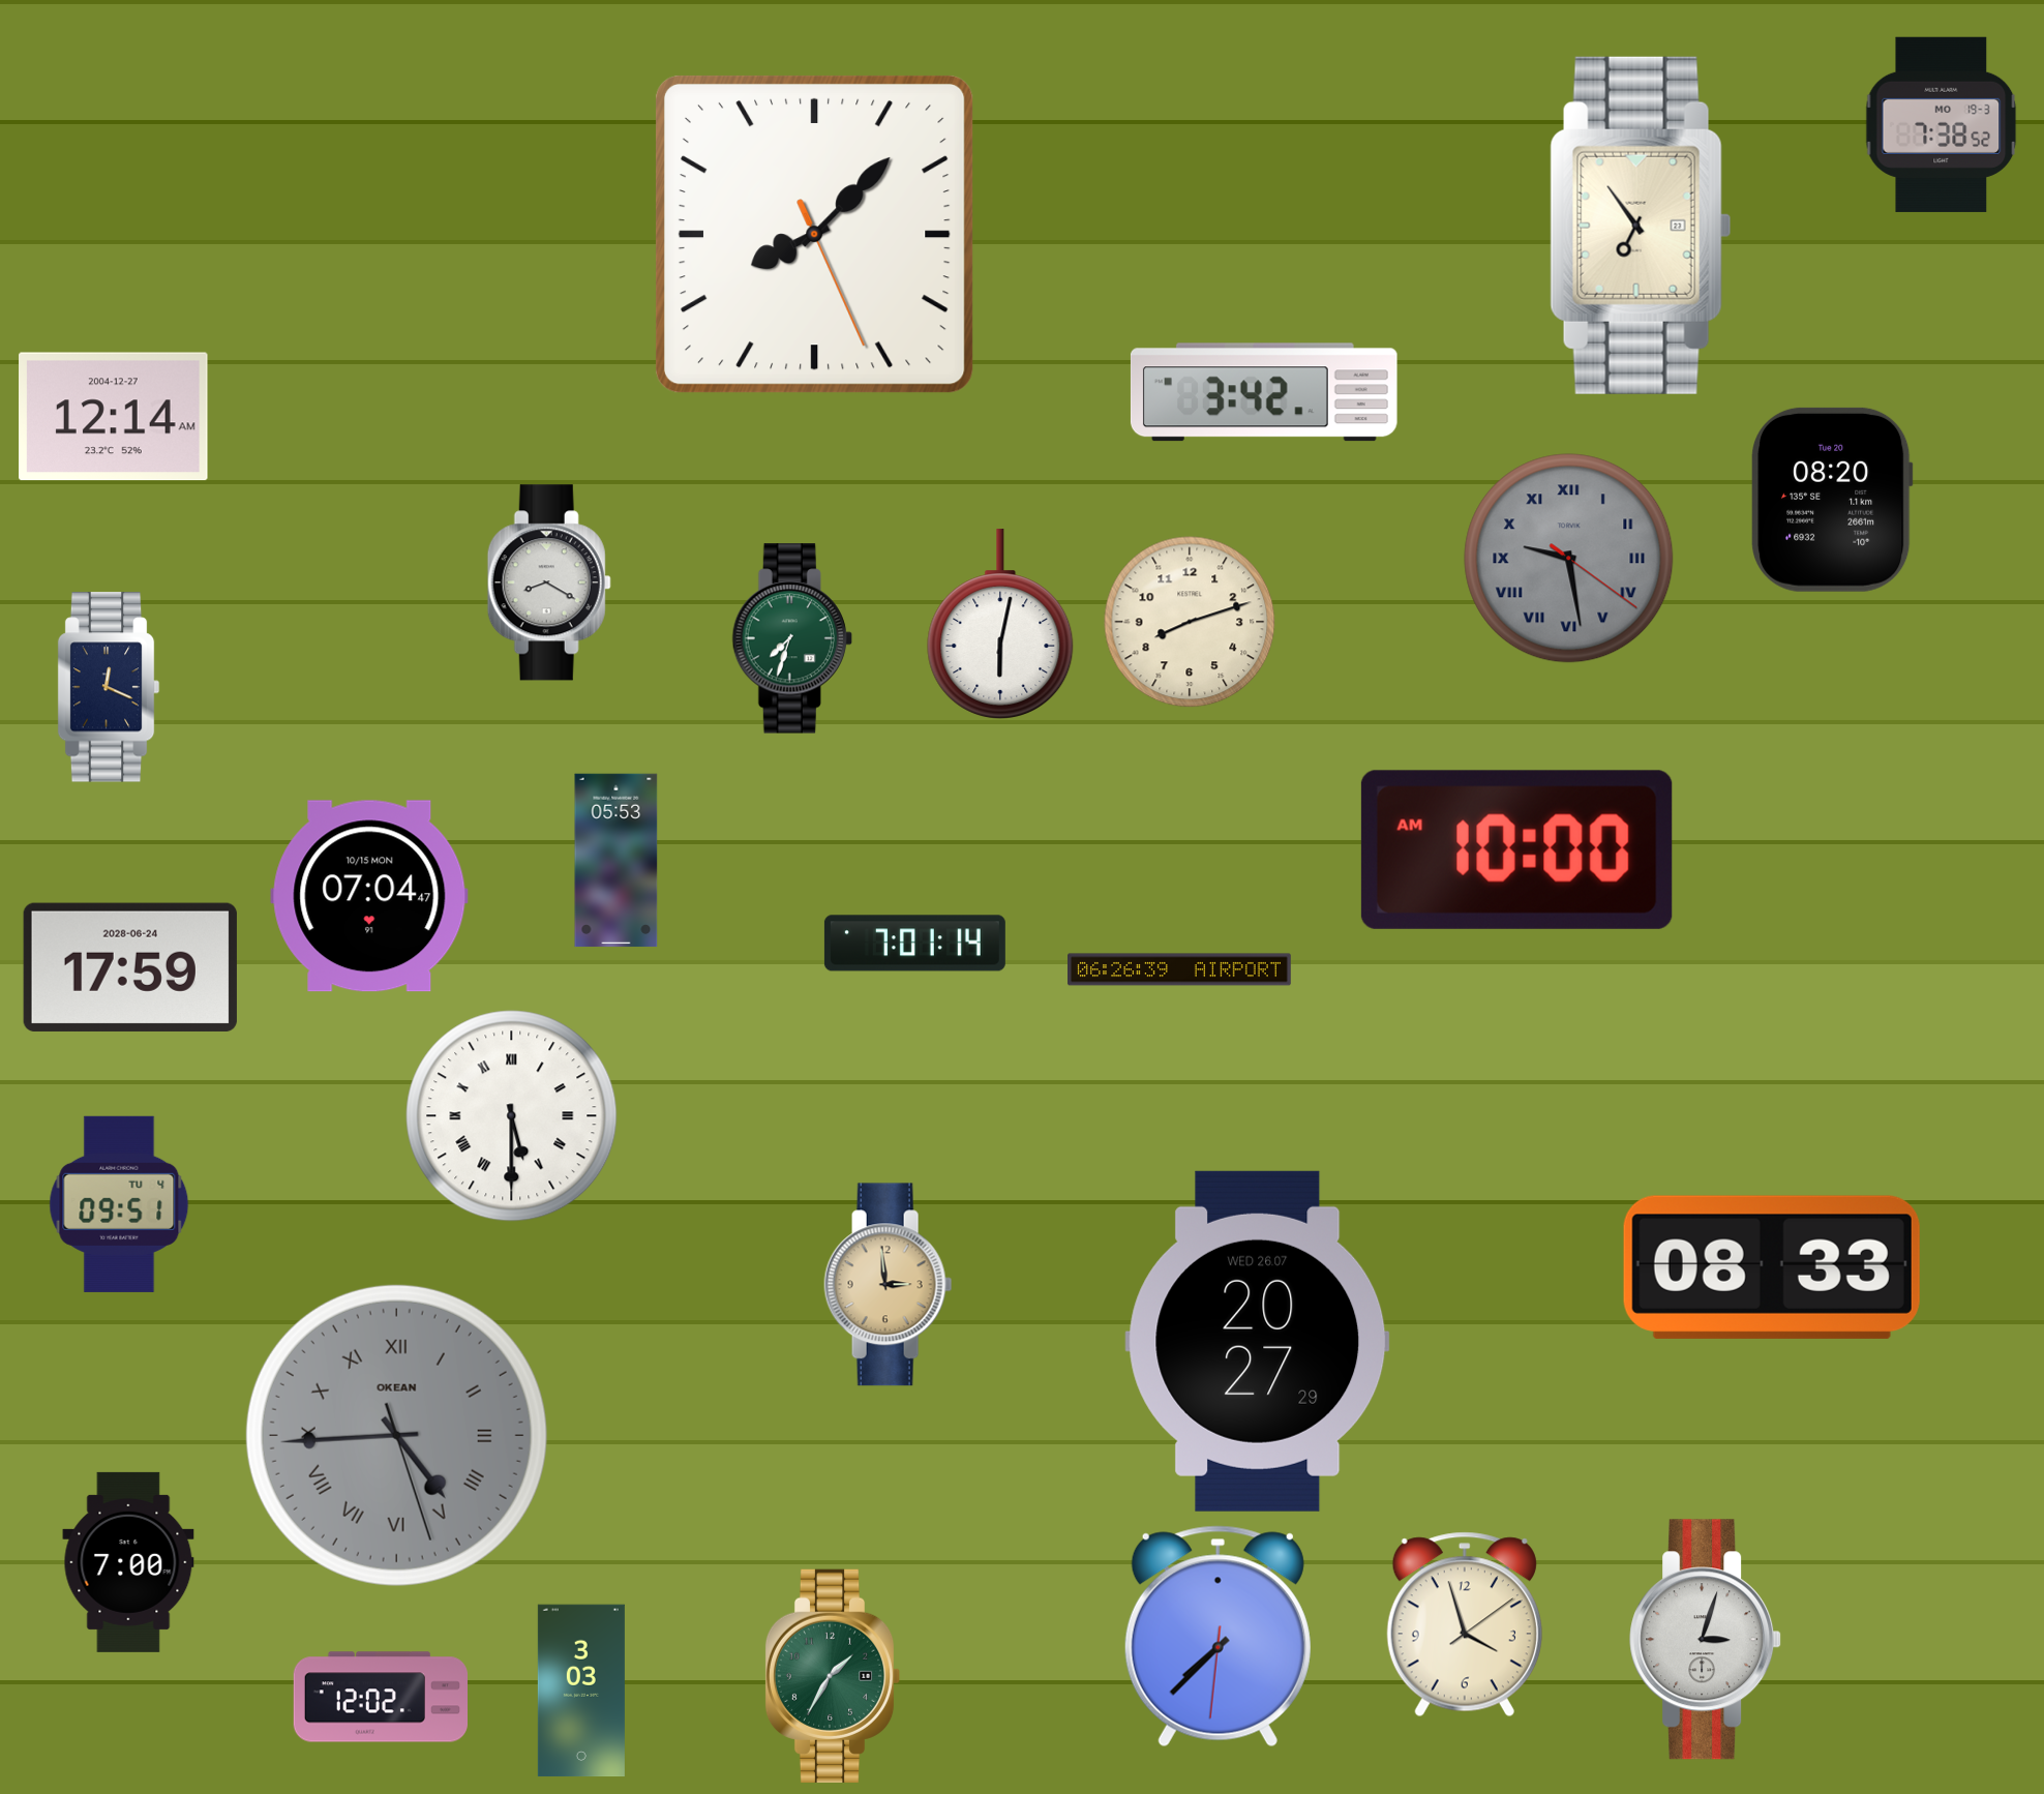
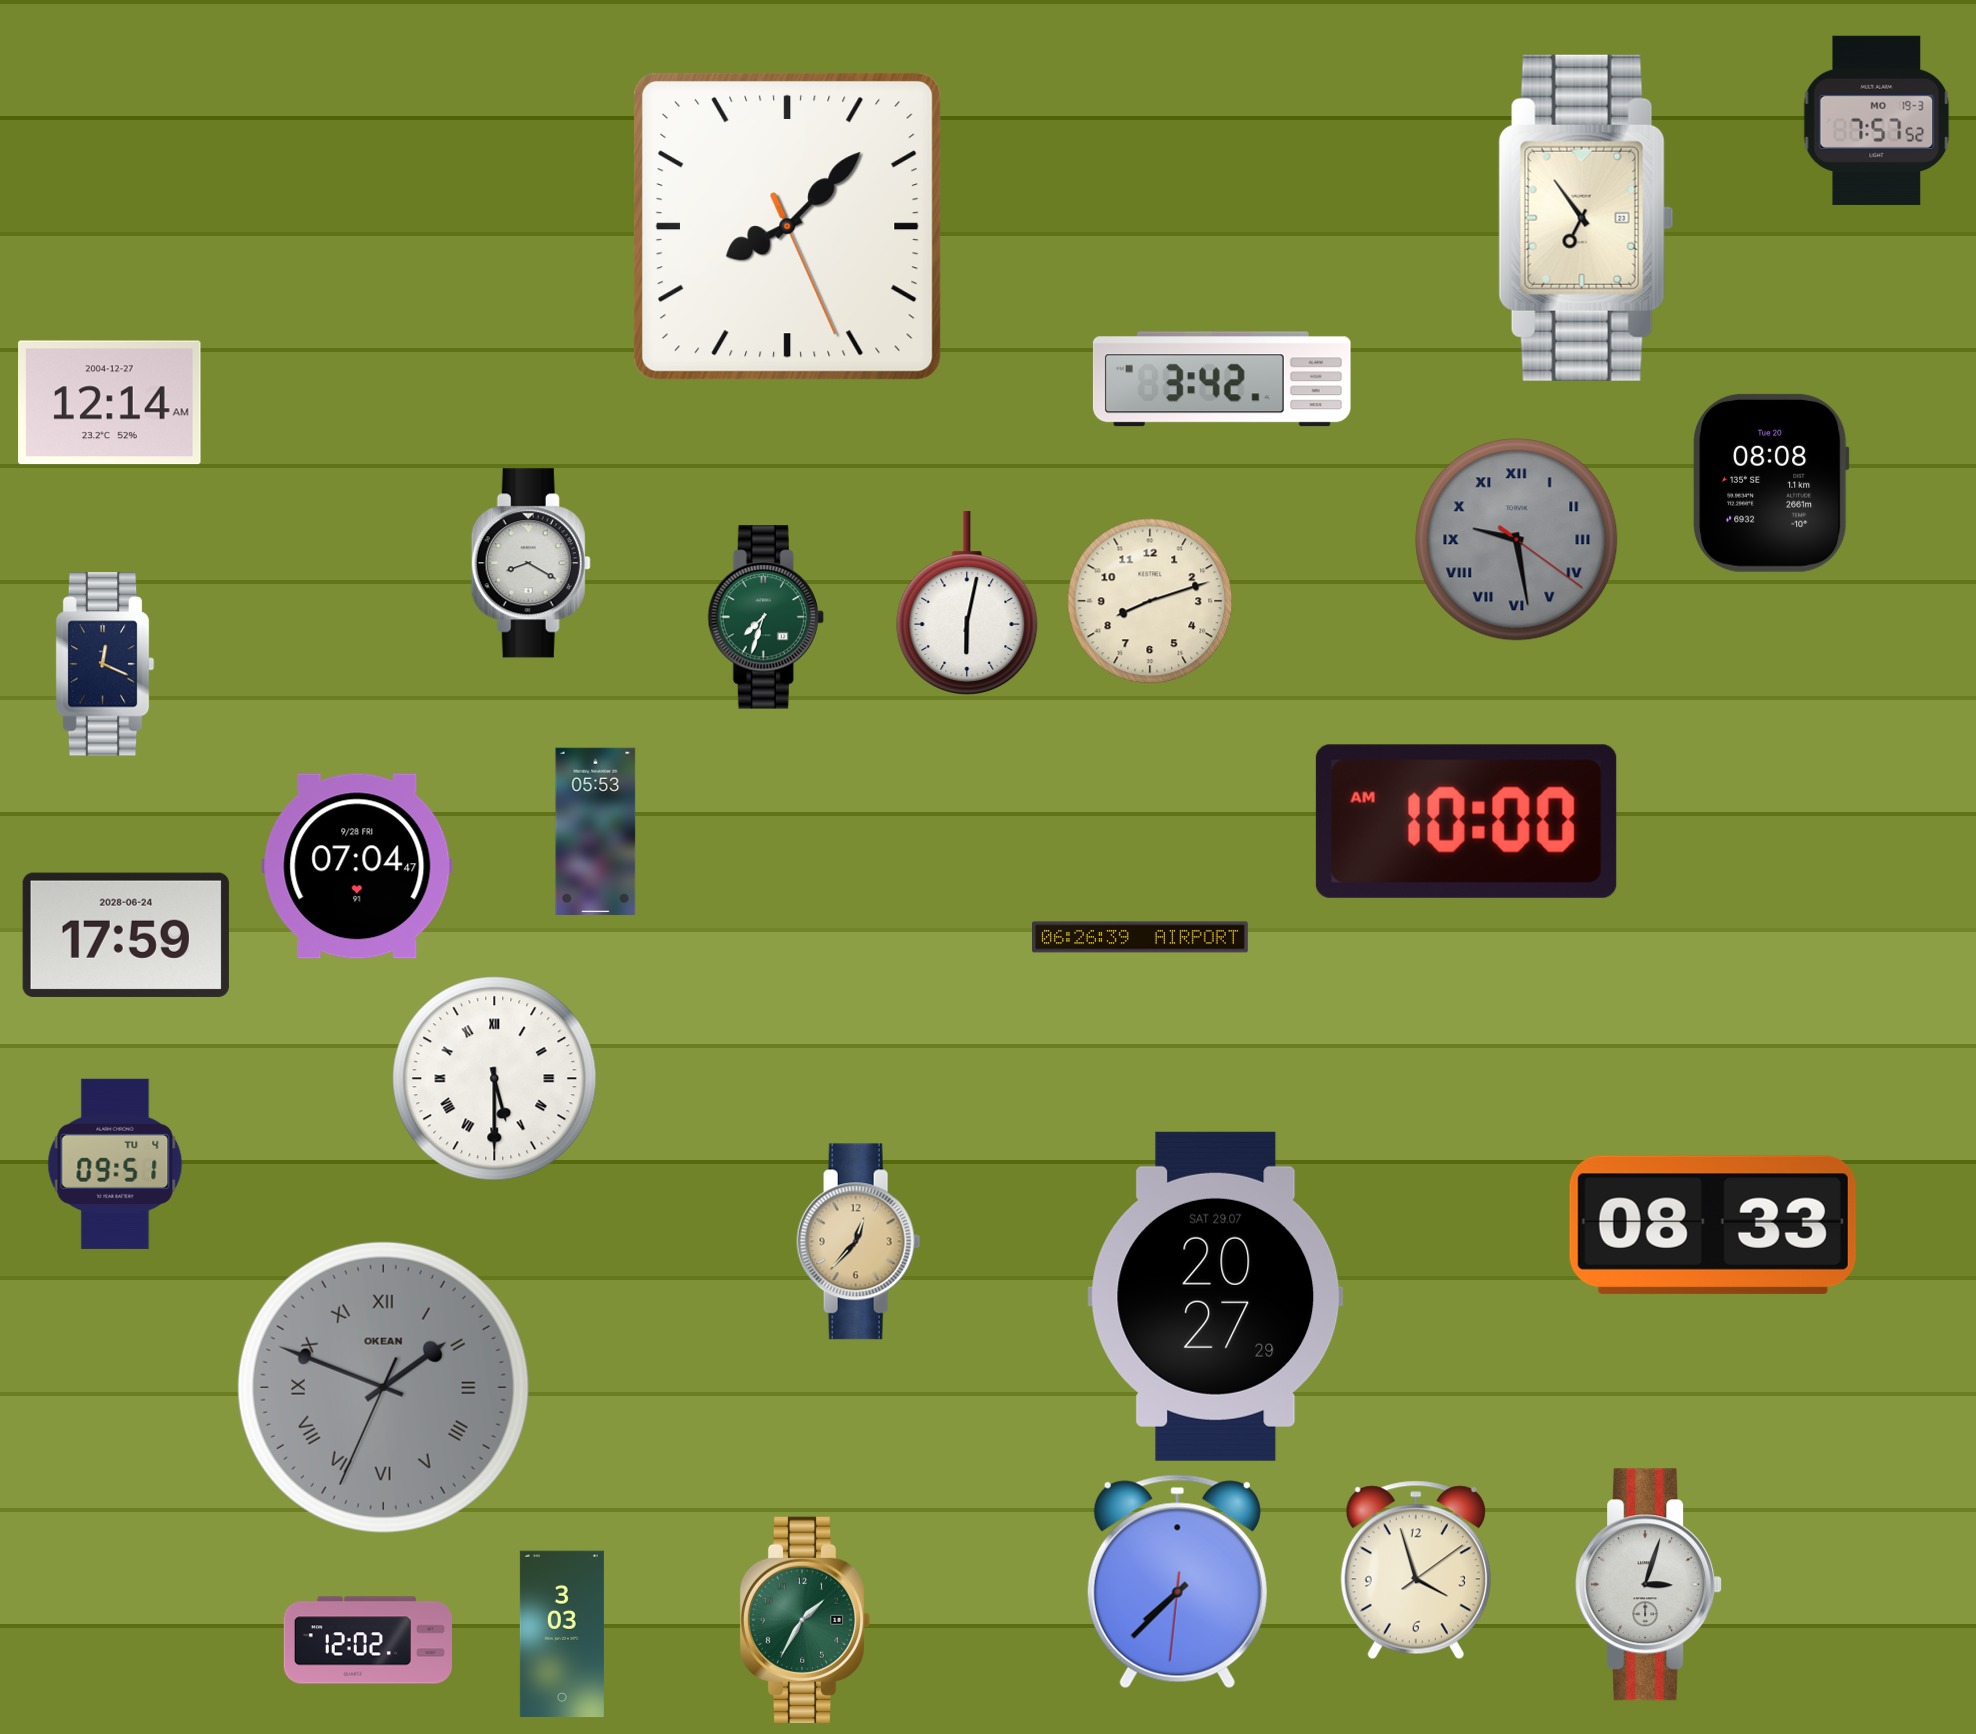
clock at (1942, 124): 7:38 -> 7:57
clock at (1833, 500): 08:20 -> 08:08
clock at (369, 896) date: 10/15 MON -> 9/28 FRI
clock at (914, 944): 7:01 -> none
clock at (889, 1285): 2:59 -> 12:37
clock at (1258, 1341) date: WED 26.07 -> SAT 29.07
clock at (396, 1435): 4:44 -> 1:48
clock at (128, 1562): 7:00 -> none
